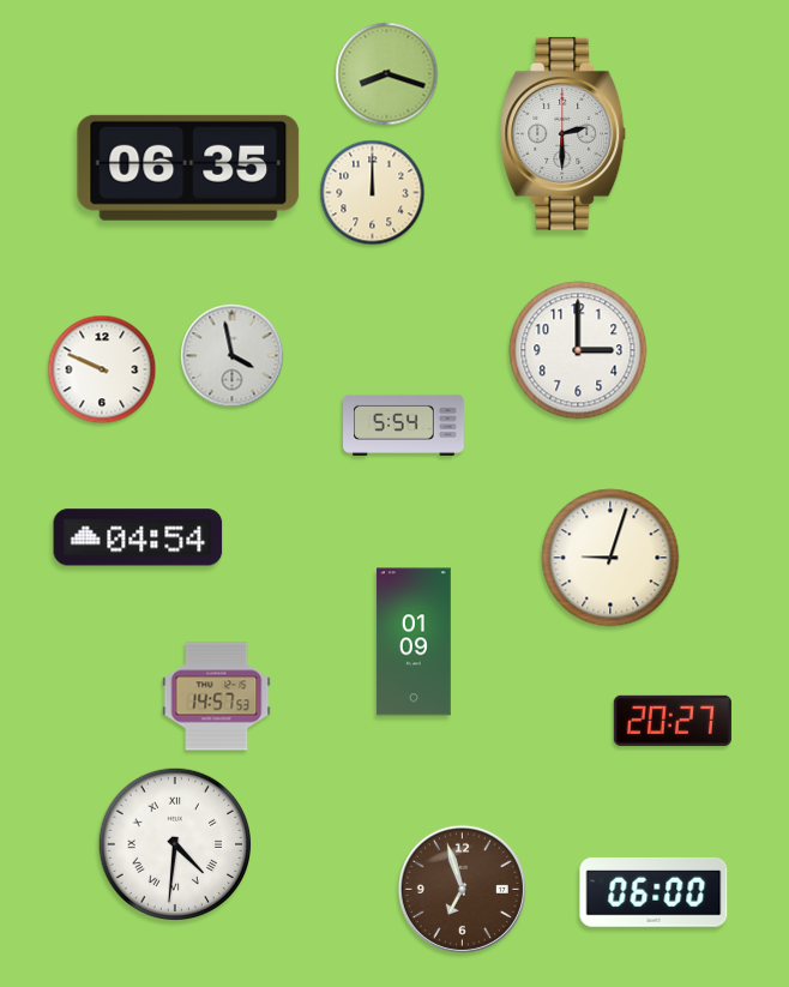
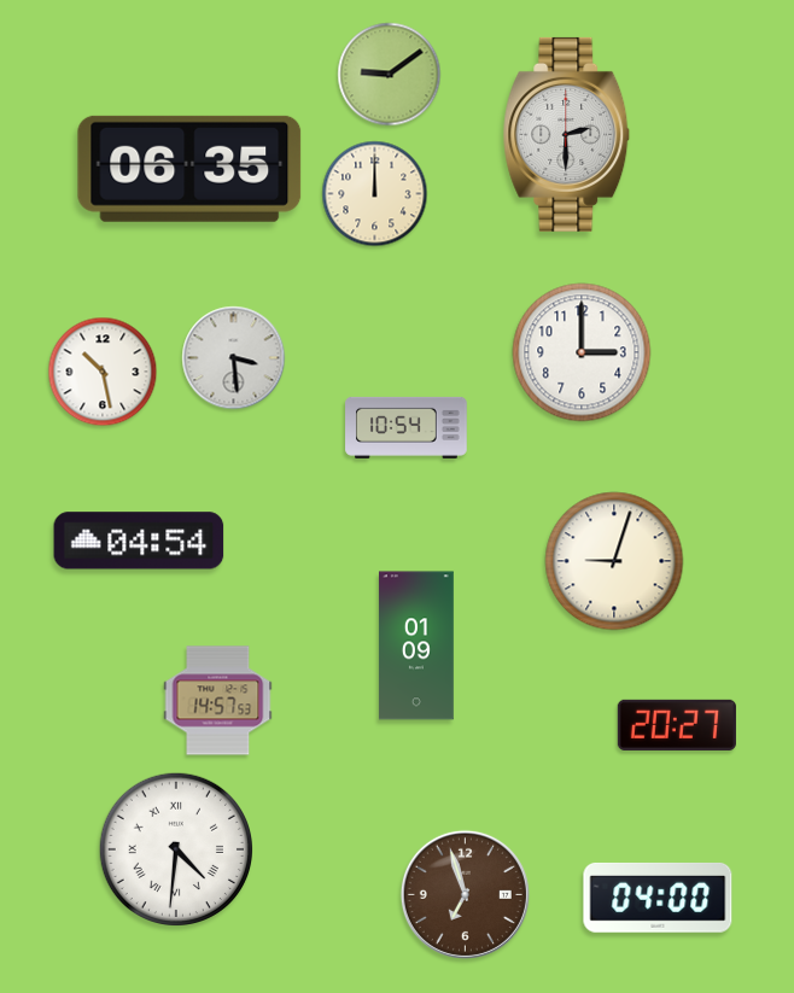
clock at (387, 74): 8:18 -> 9:09
clock at (233, 356): 3:58 -> 3:29
clock at (102, 369): 9:49 -> 10:28
clock at (404, 425): 5:54 -> 10:54
clock at (654, 892): 06:00 -> 04:00
